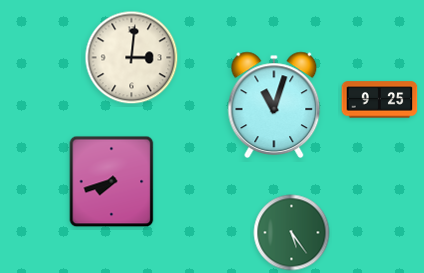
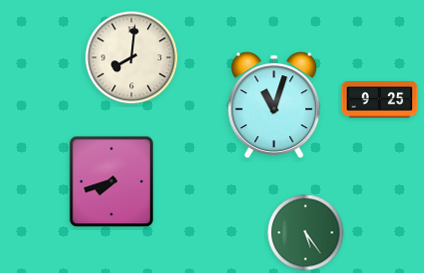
clock at (132, 58): 3:01 -> 8:01
clock at (292, 233) position: (292, 233) -> (306, 233)
